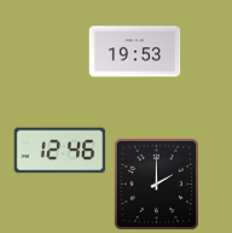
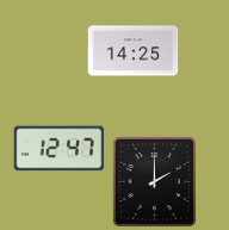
clock at (135, 52): 19:53 -> 14:25
clock at (60, 151): 12:46 -> 12:47
